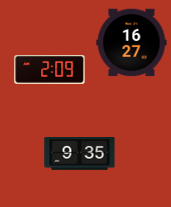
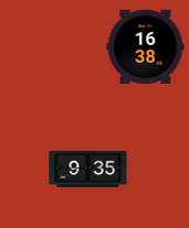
clock at (132, 43): 16:27 -> 16:38
clock at (50, 70): 2:09 -> none
